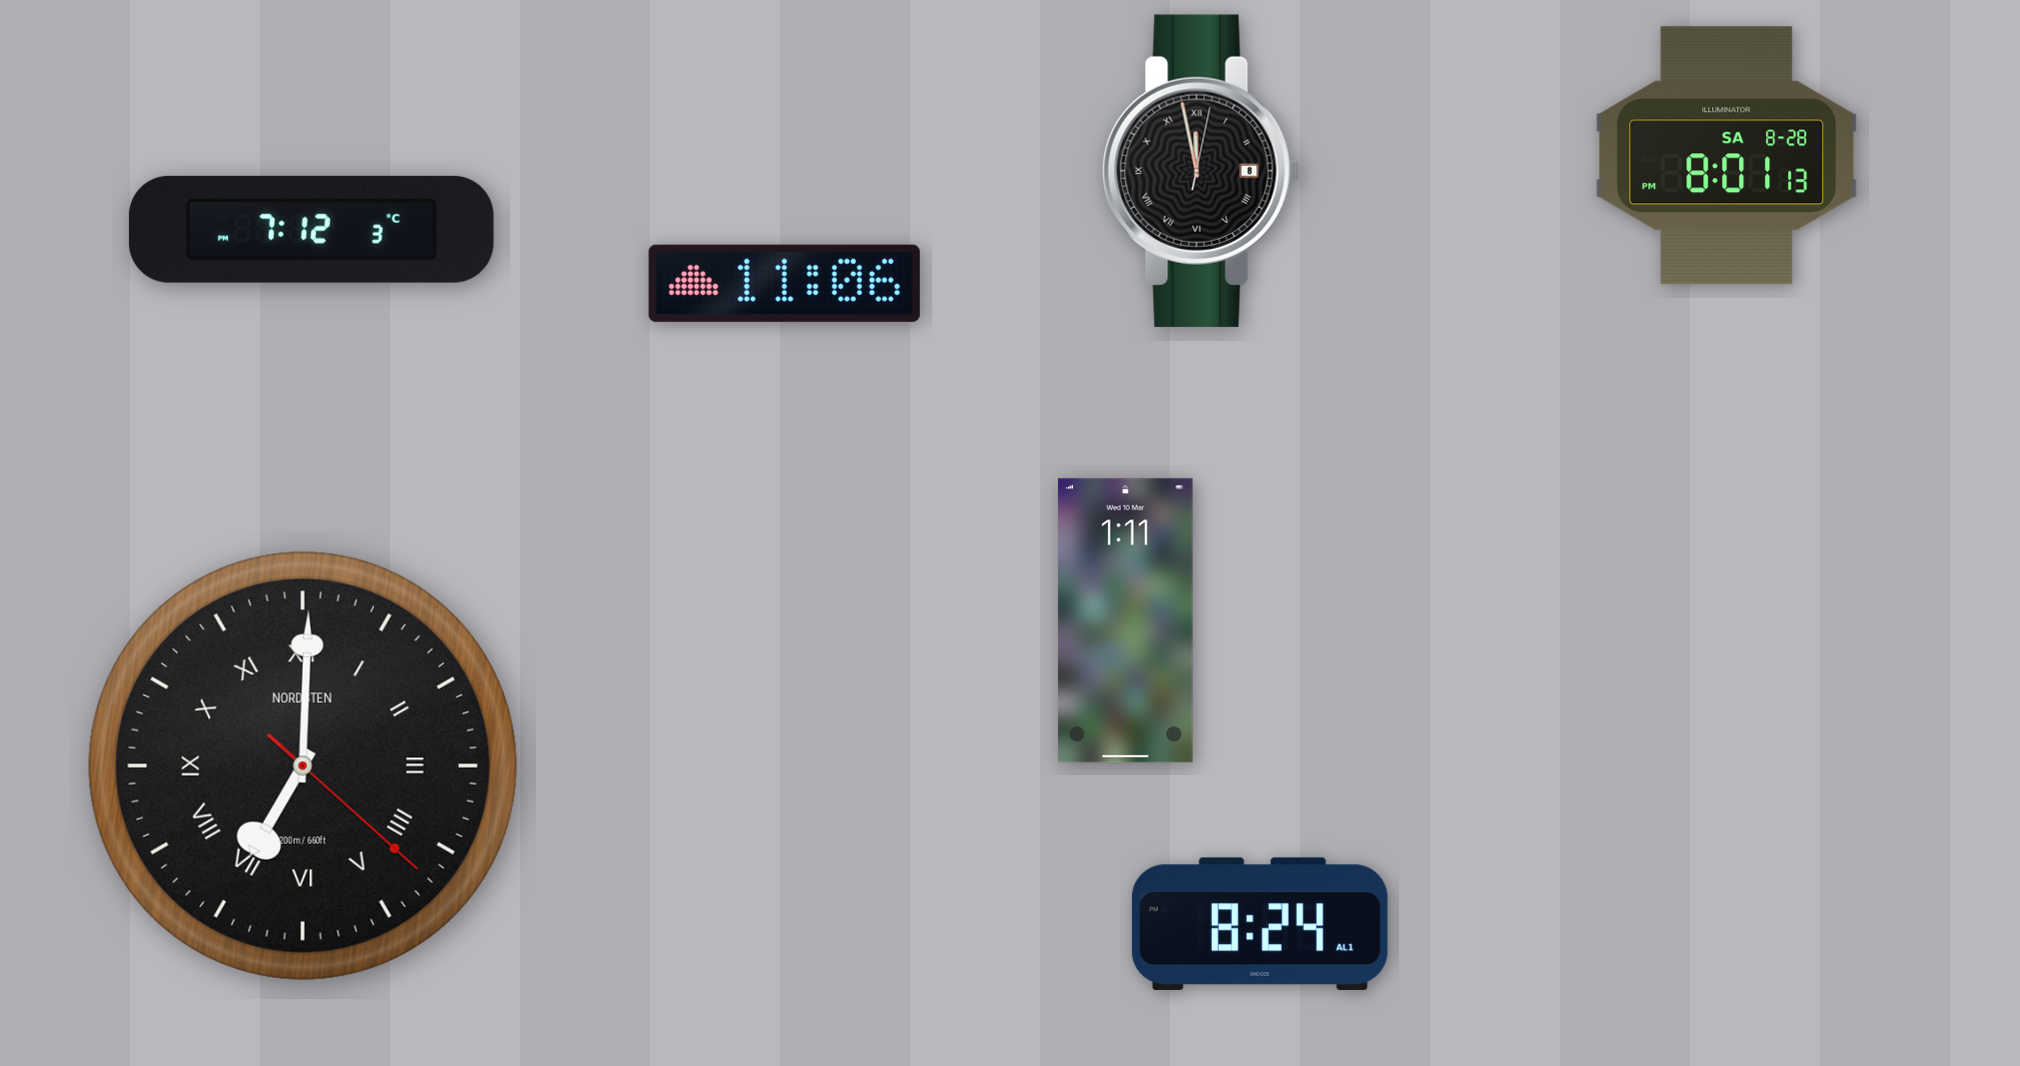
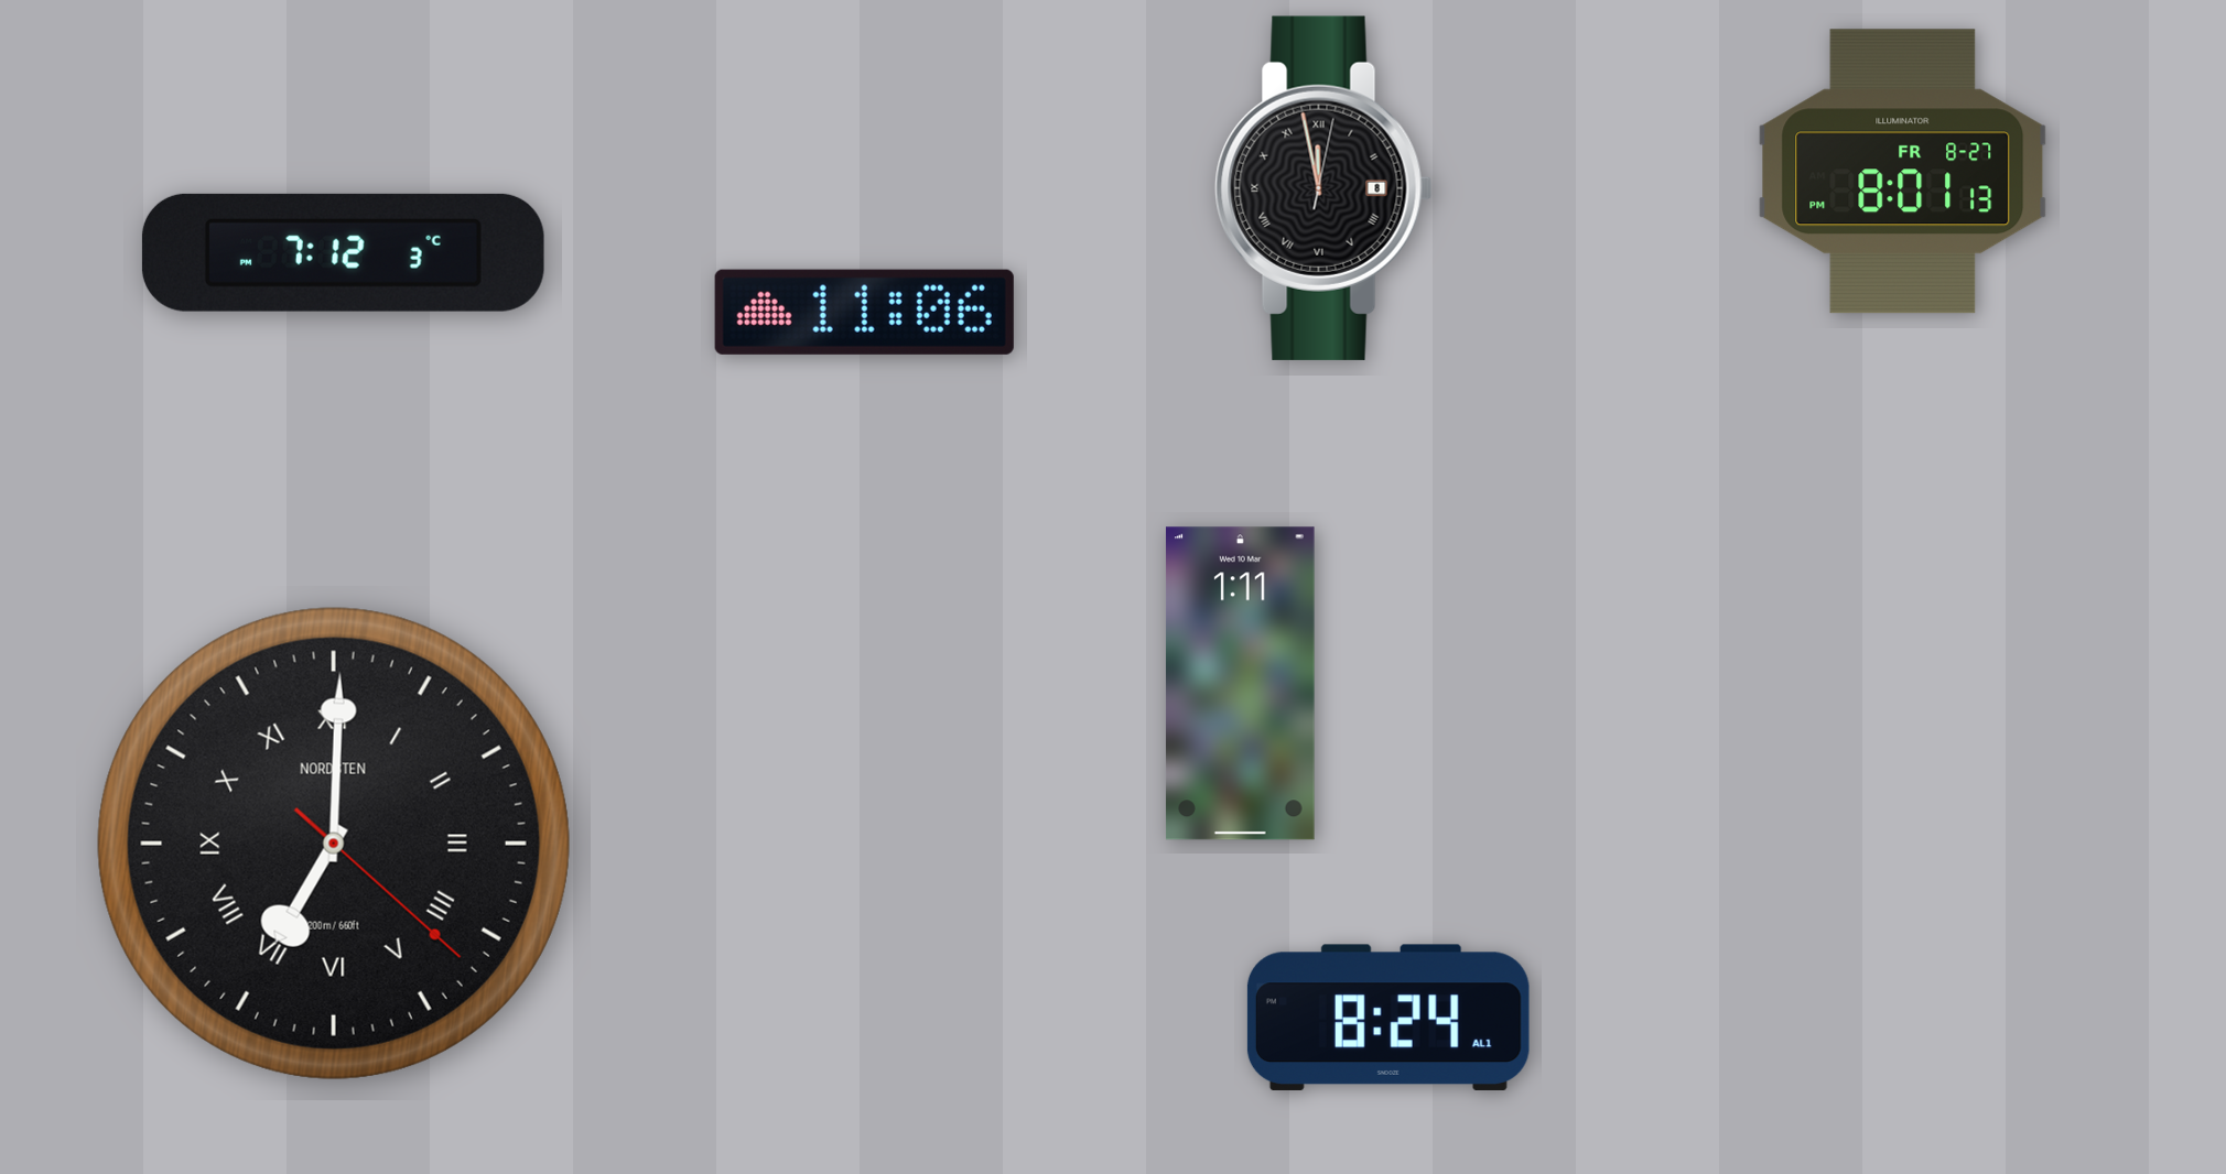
clock at (1727, 156) date: SA 8-28 -> FR 8-27
